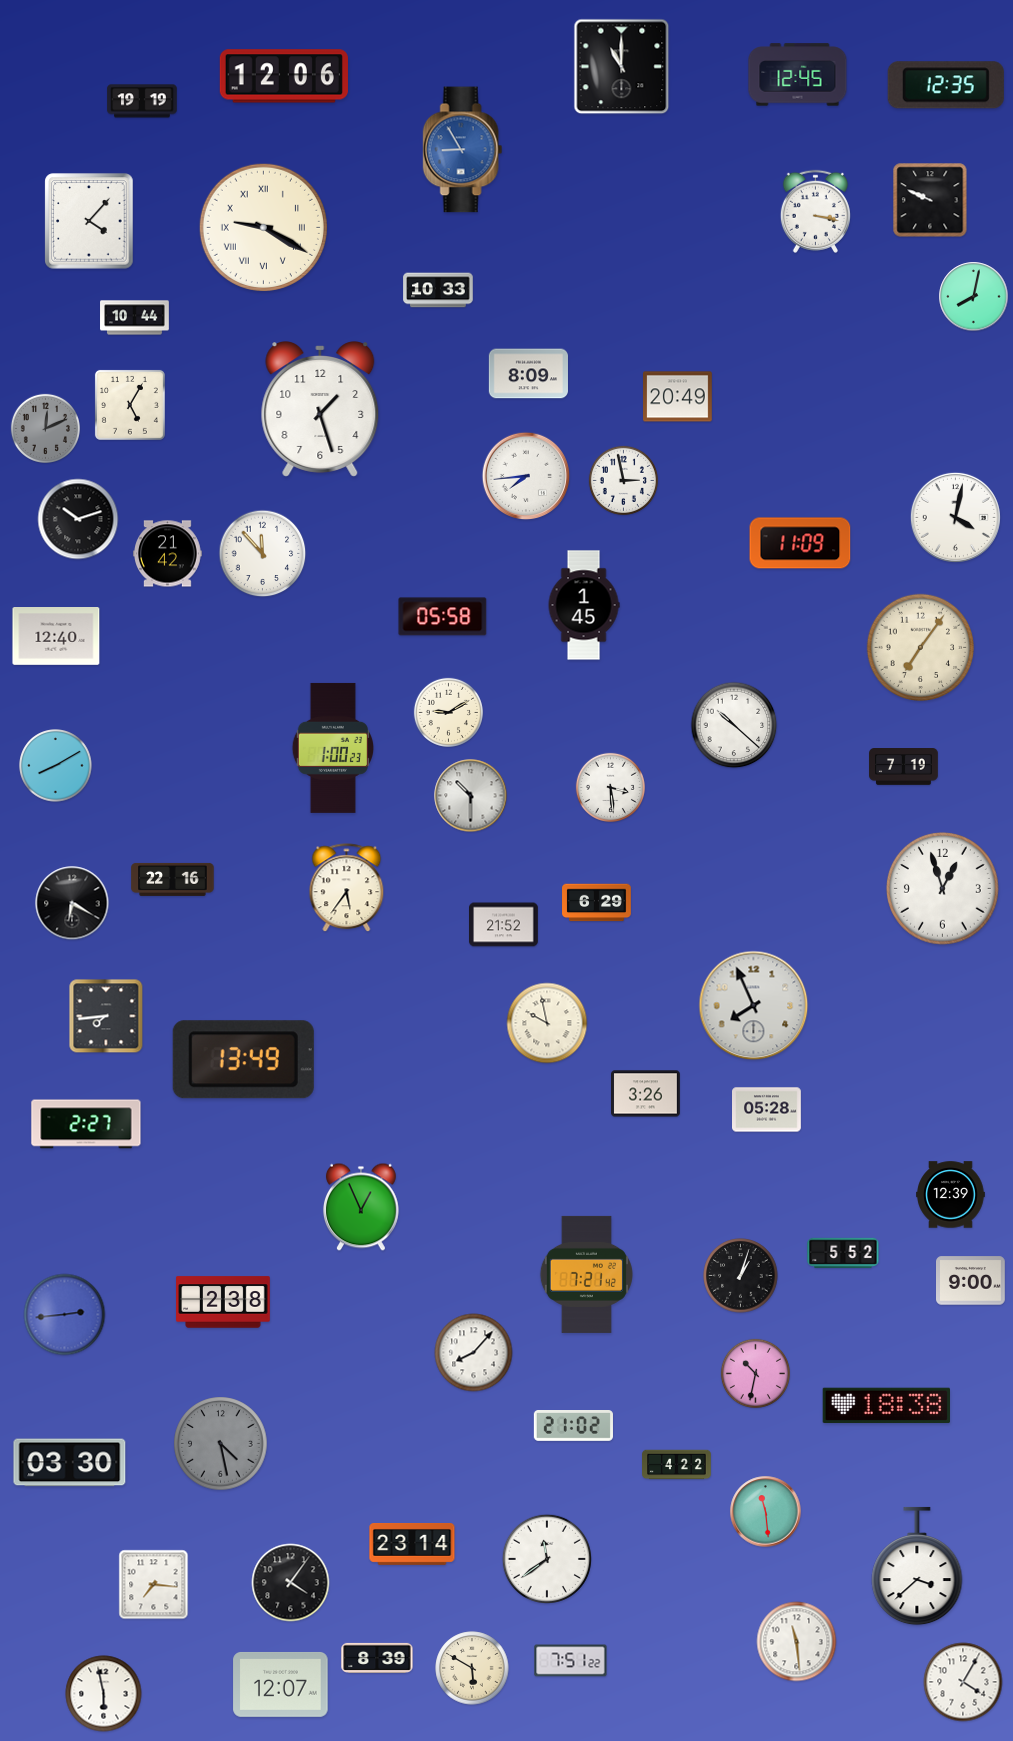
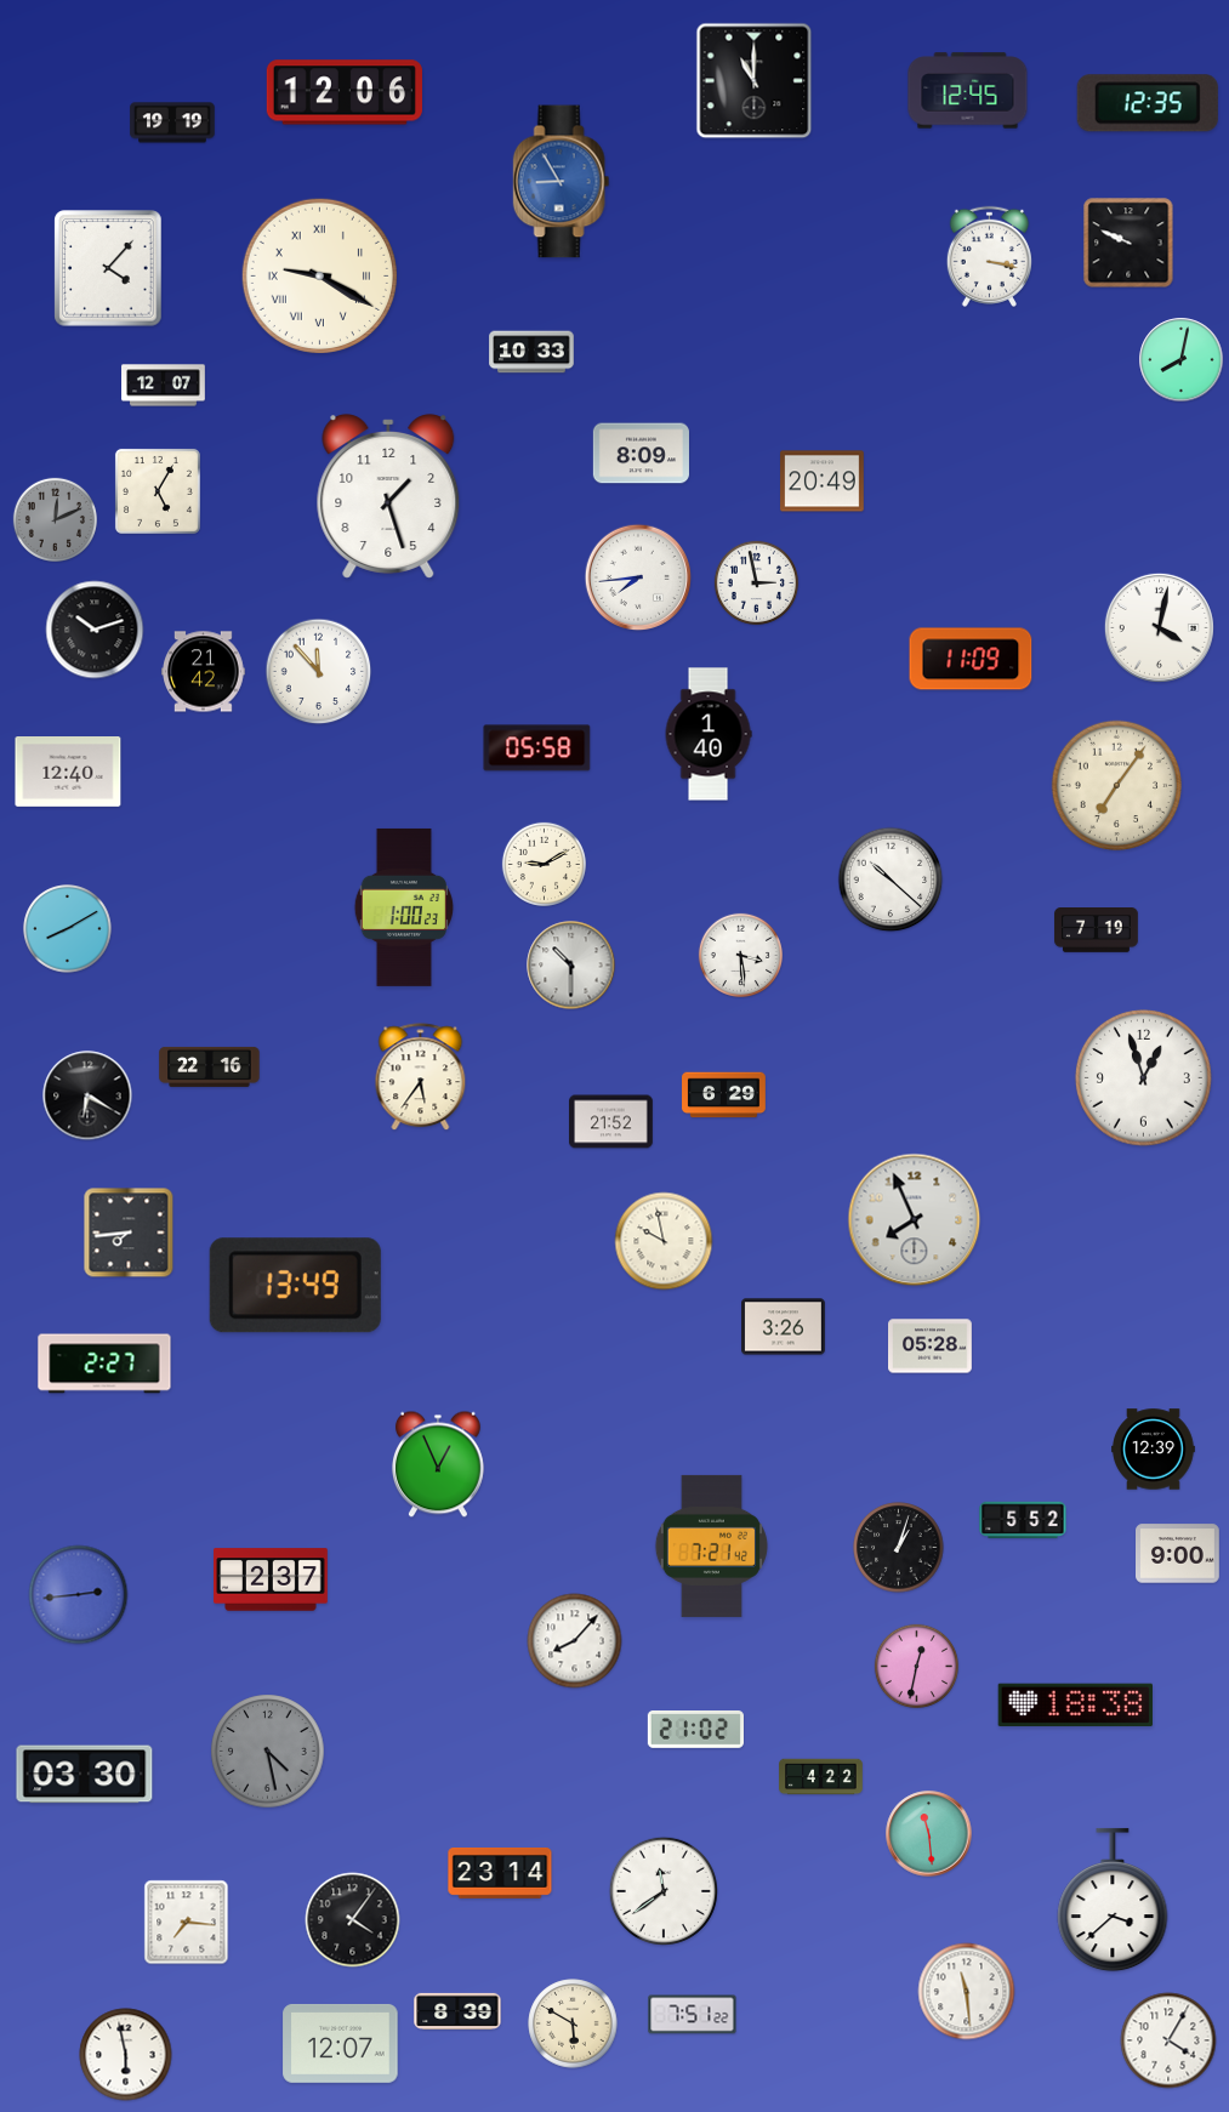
clock at (135, 318): 10:44 -> 12:07
clock at (584, 605): 1:45 -> 1:40
clock at (223, 1302): 2:38 -> 2:37
clock at (755, 1373): 10:32 -> 12:32
